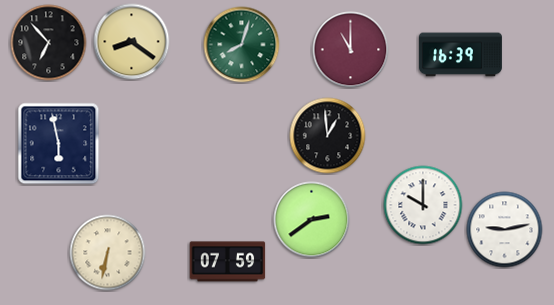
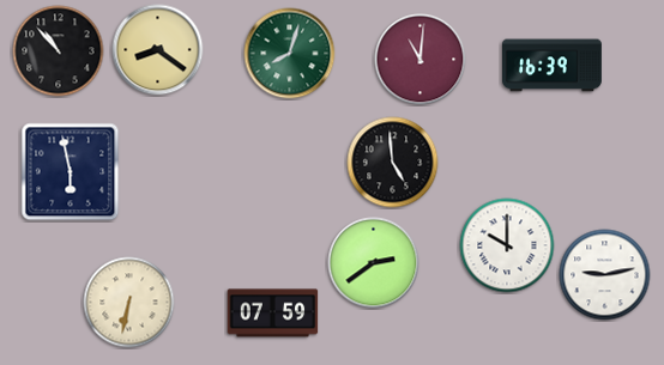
clock at (49, 43): 6:53 -> 10:53
clock at (351, 50): 11:00 -> 11:01
clock at (328, 136): 12:59 -> 4:59
